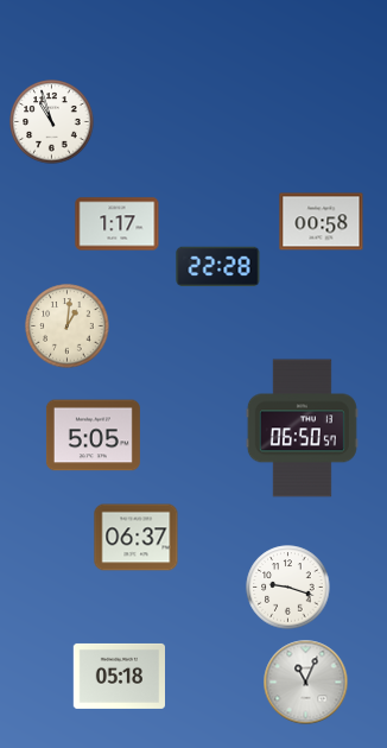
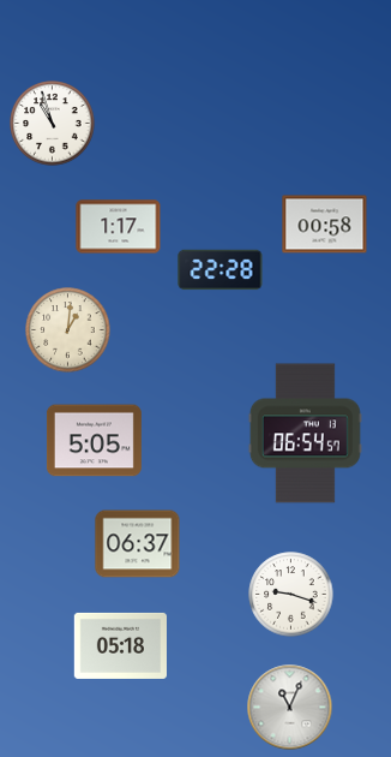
clock at (302, 429): 06:50 -> 06:54
clock at (120, 676) position: (120, 676) -> (121, 645)
clock at (306, 683) position: (306, 683) -> (290, 708)
